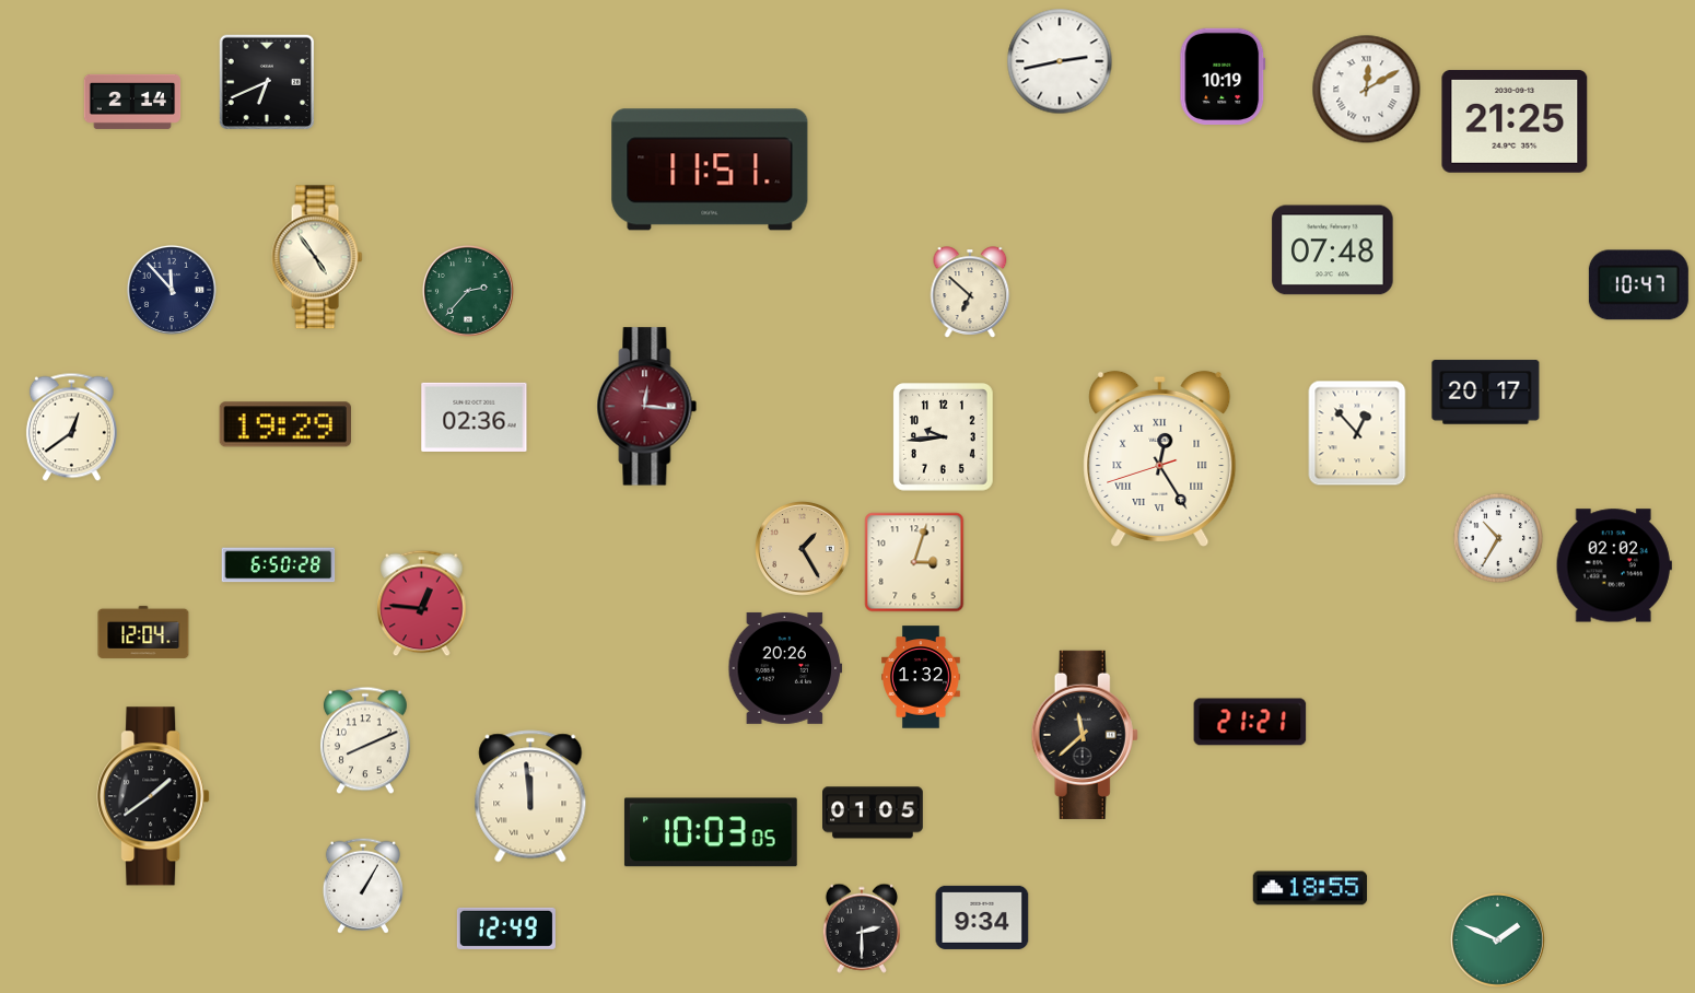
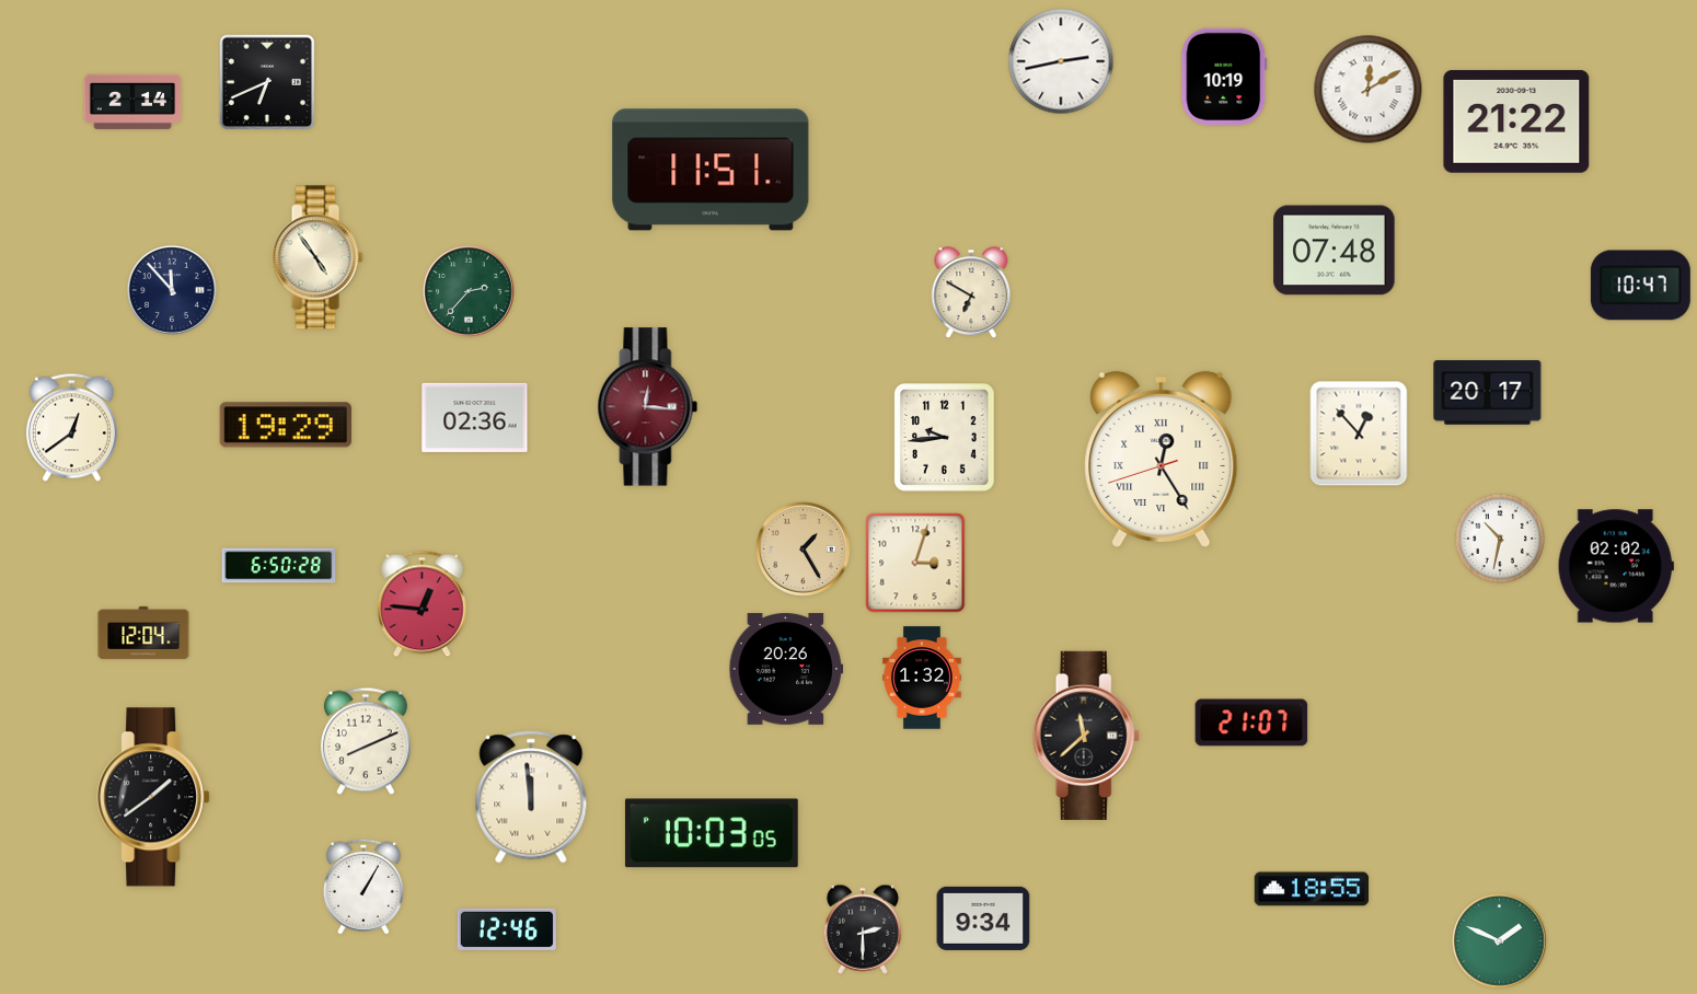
clock at (1515, 121): 21:25 -> 21:22
clock at (970, 292): 6:52 -> 6:50
clock at (1497, 537): 10:35 -> 10:32
clock at (1250, 722): 21:21 -> 21:07
clock at (874, 813): 01:05 -> none
clock at (506, 928): 12:49 -> 12:46
